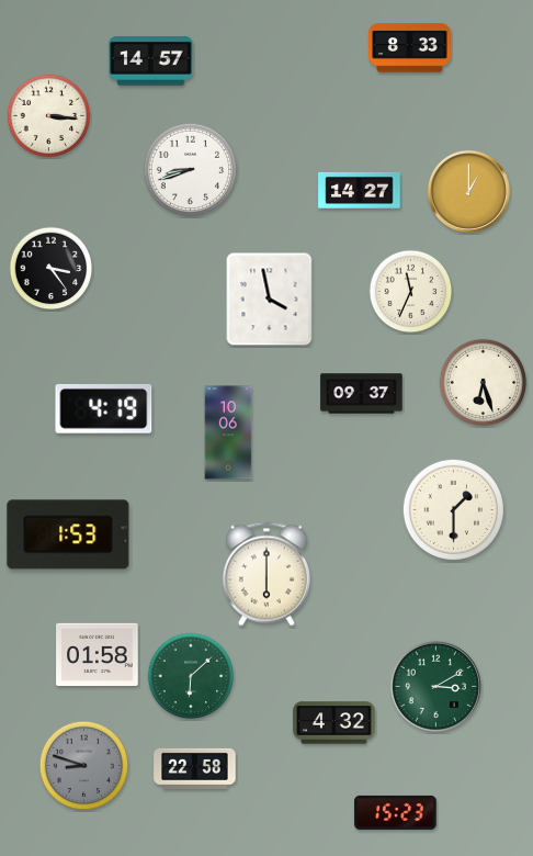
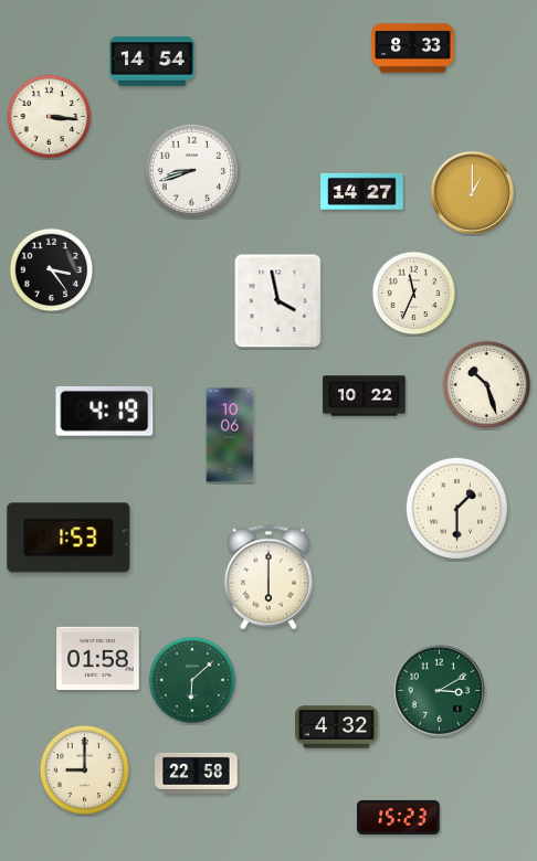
clock at (151, 61): 14:57 -> 14:54
clock at (270, 300) position: (270, 300) -> (278, 301)
clock at (484, 383): 6:27 -> 10:27
clock at (362, 394): 09:37 -> 10:22
clock at (453, 509) position: (453, 509) -> (456, 508)
clock at (84, 766): 8:48 -> 9:00
clock at (84, 766) dial: grey -> cream
